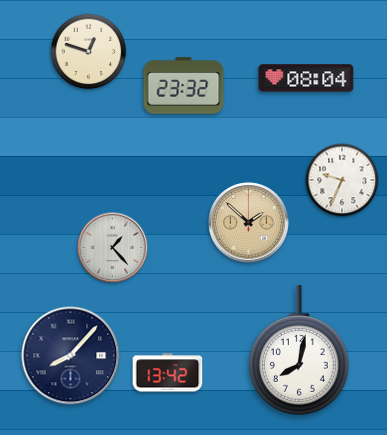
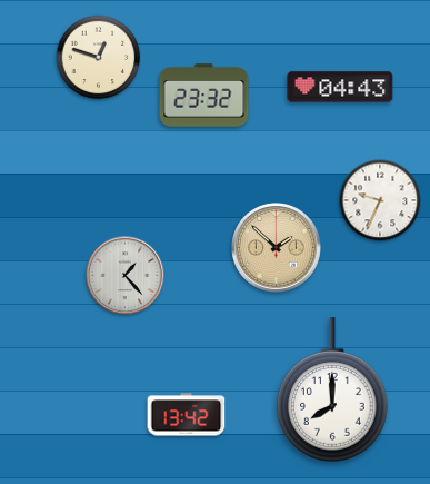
clock at (306, 78): 08:04 -> 04:43
clock at (299, 350): 8:02 -> 8:00
clock at (71, 356): 8:07 -> none
